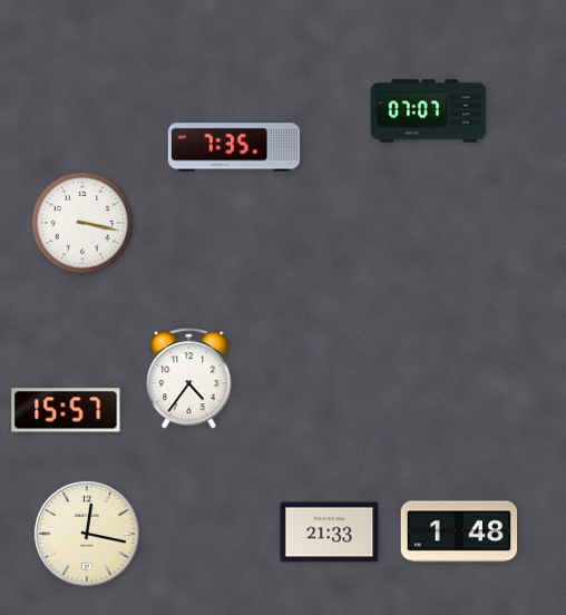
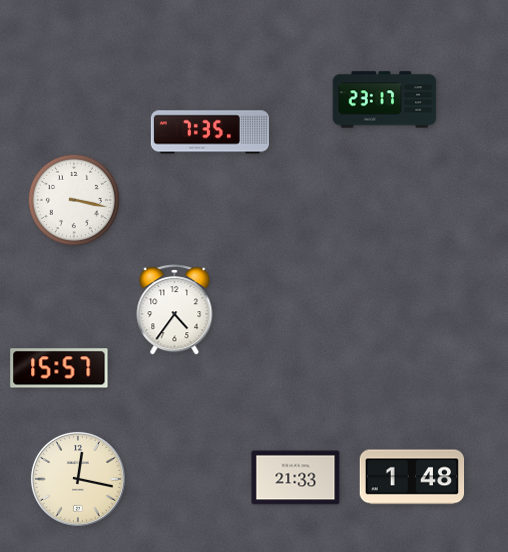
clock at (429, 111): 07:07 -> 23:17
clock at (189, 379) position: (189, 379) -> (175, 310)
